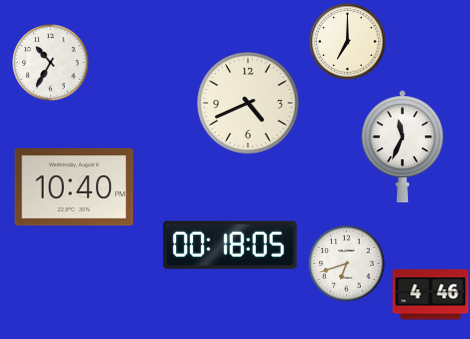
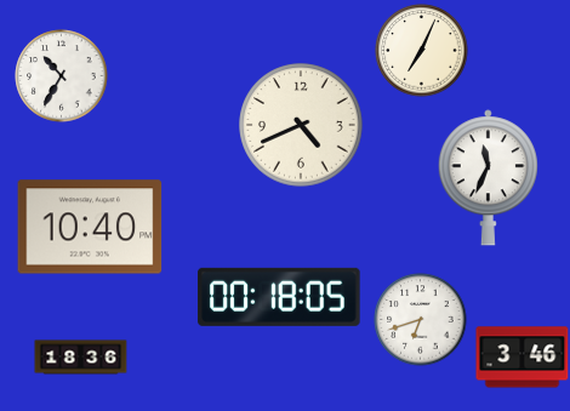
clock at (348, 42): 7:00 -> 7:04
clock at (81, 358): none -> 18:36
clock at (431, 295): 4:46 -> 3:46
